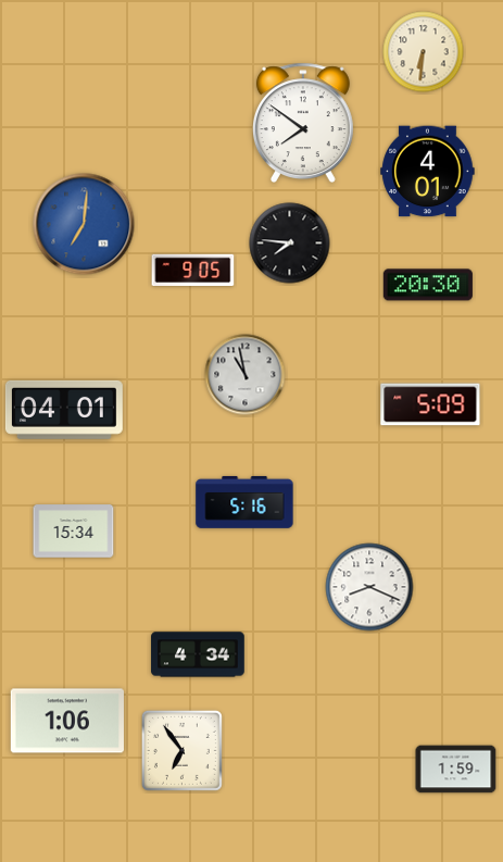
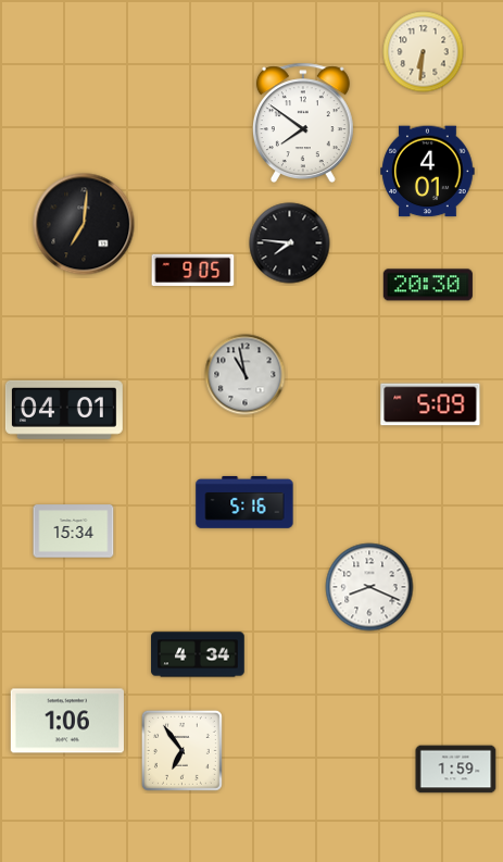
clock at (84, 224) dial: blue -> black
